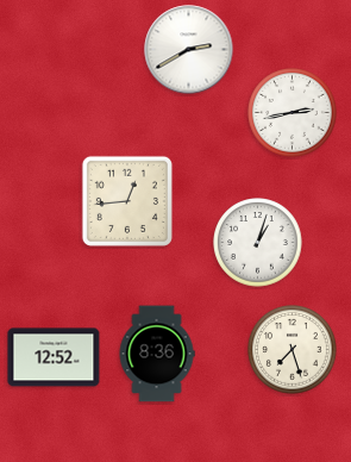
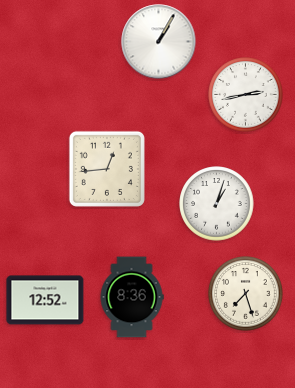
clock at (189, 50): 2:40 -> 1:05
